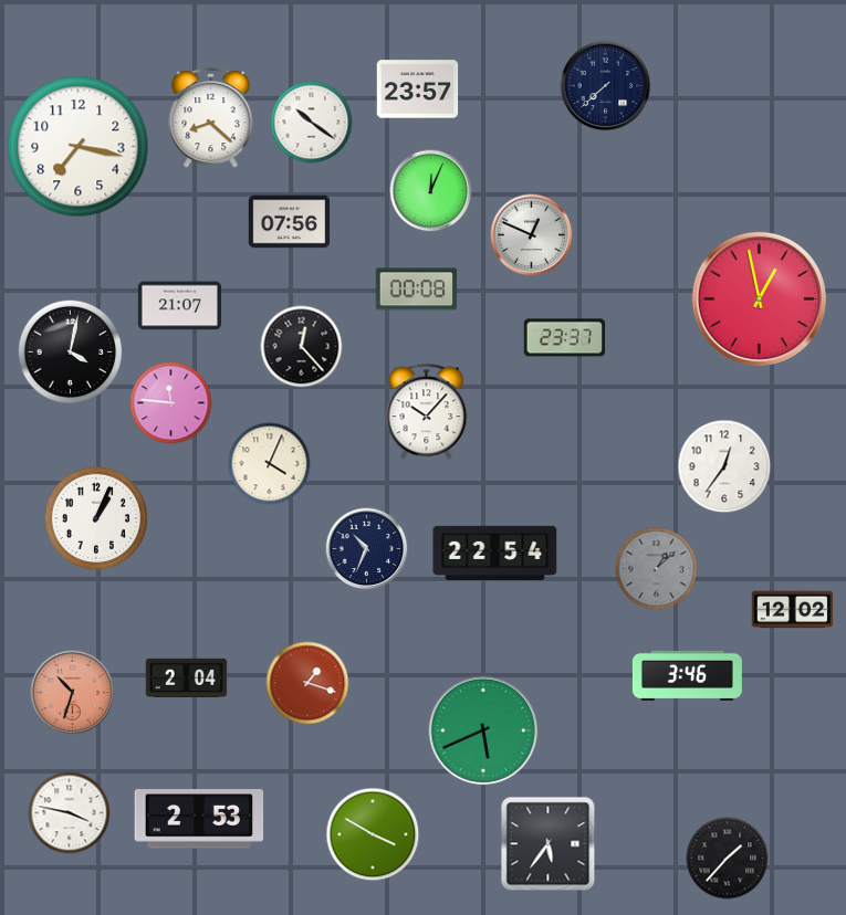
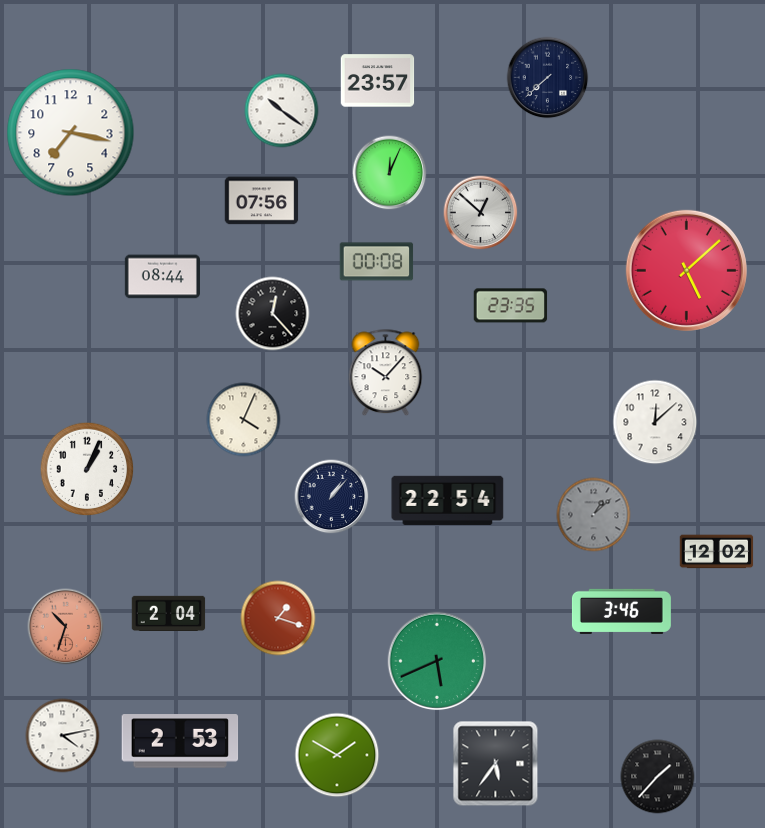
clock at (211, 118): 8:22 -> none
clock at (532, 235): 12:49 -> 12:52
clock at (759, 298): 12:58 -> 5:08
clock at (179, 306): 21:07 -> 08:44
clock at (565, 338): 23:37 -> 23:35
clock at (71, 353): 4:02 -> none
clock at (171, 403): 11:46 -> none
clock at (724, 466): 12:36 -> 12:08
clock at (367, 549): 10:34 -> 1:07
clock at (70, 813): 3:47 -> 4:13
clock at (373, 834): 3:50 -> 1:50
